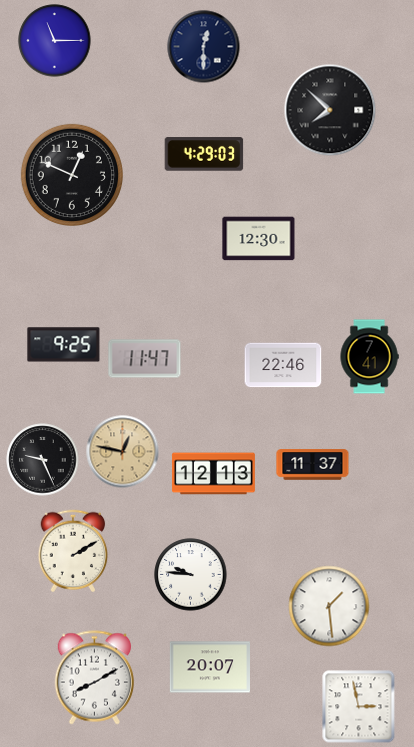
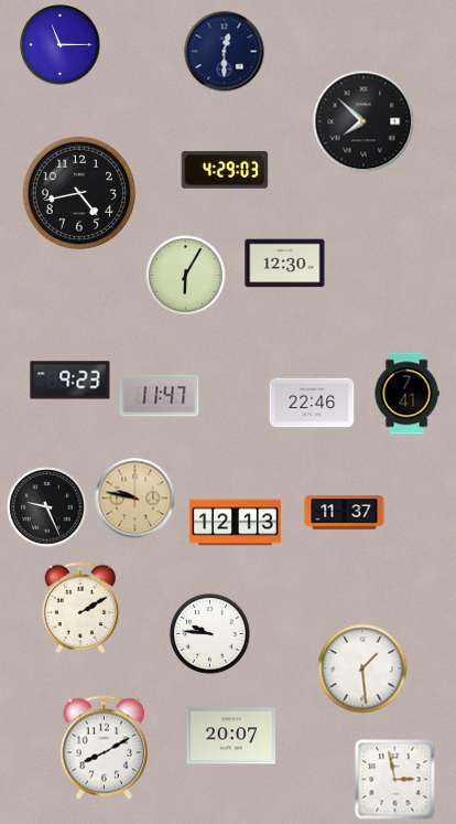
clock at (72, 175): 12:49 -> 4:43
clock at (186, 276): none -> 6:05
clock at (64, 345): 9:25 -> 9:23
clock at (123, 452): 12:47 -> 9:47
